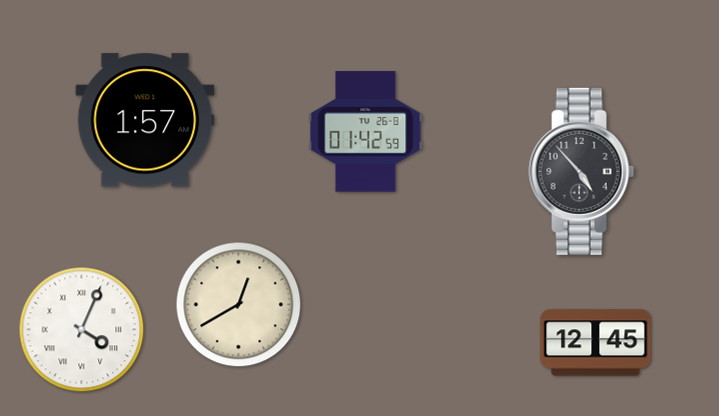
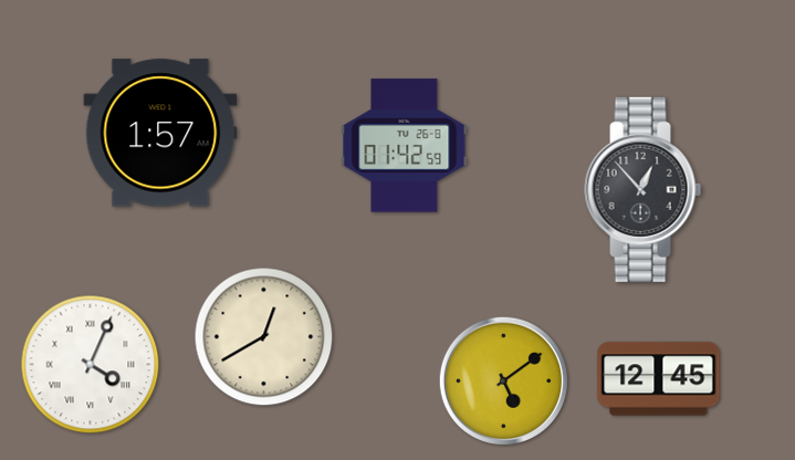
clock at (582, 171): 4:53 -> 12:53
clock at (503, 380): none -> 5:09
